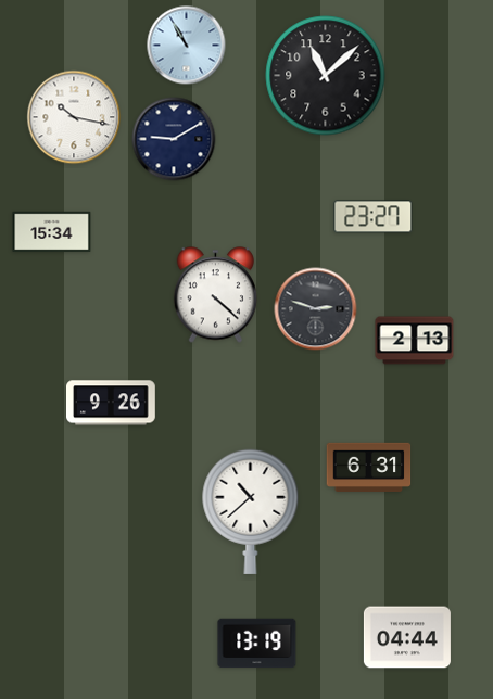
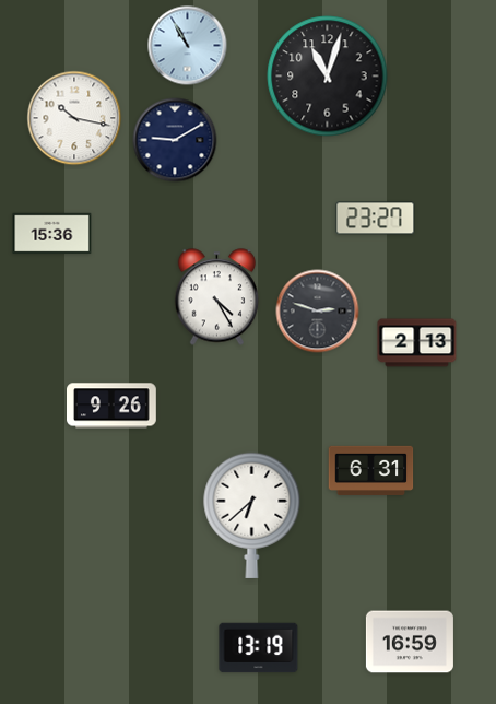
clock at (326, 76): 11:08 -> 11:03
clock at (52, 232): 15:34 -> 15:36
clock at (215, 295): 4:22 -> 4:25
clock at (251, 511): 10:38 -> 6:38
clock at (407, 637): 04:44 -> 16:59
